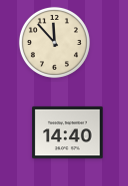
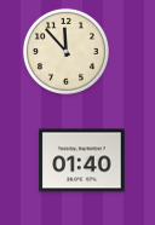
clock at (68, 133): 14:40 -> 01:40
